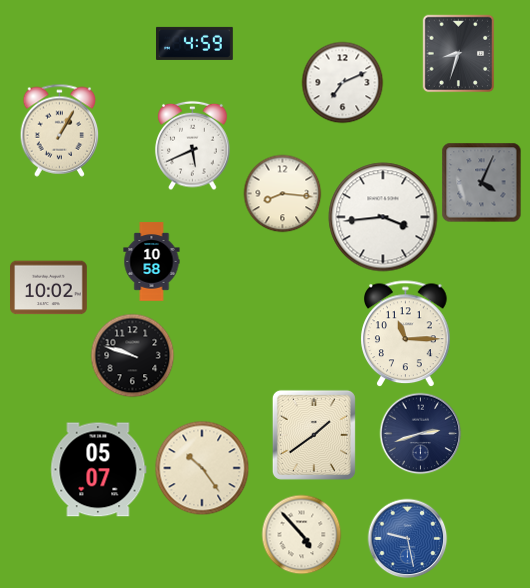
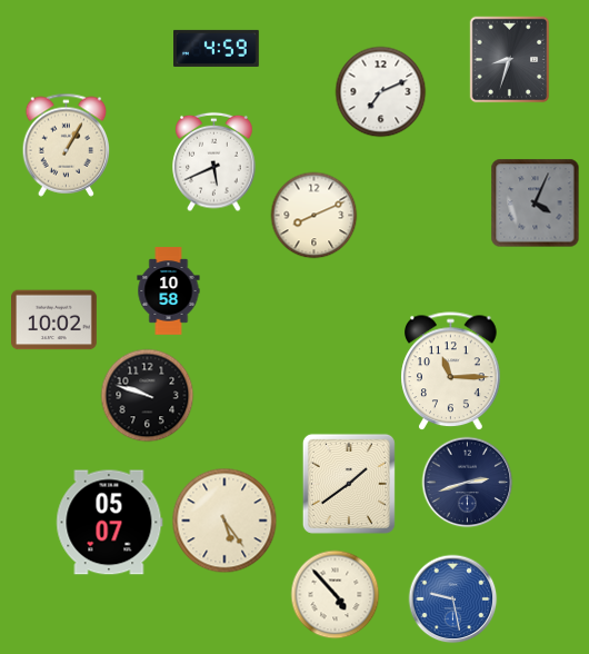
clock at (282, 193): 8:16 -> 8:11
clock at (383, 217): 3:44 -> none
clock at (202, 468): 10:24 -> 5:24
